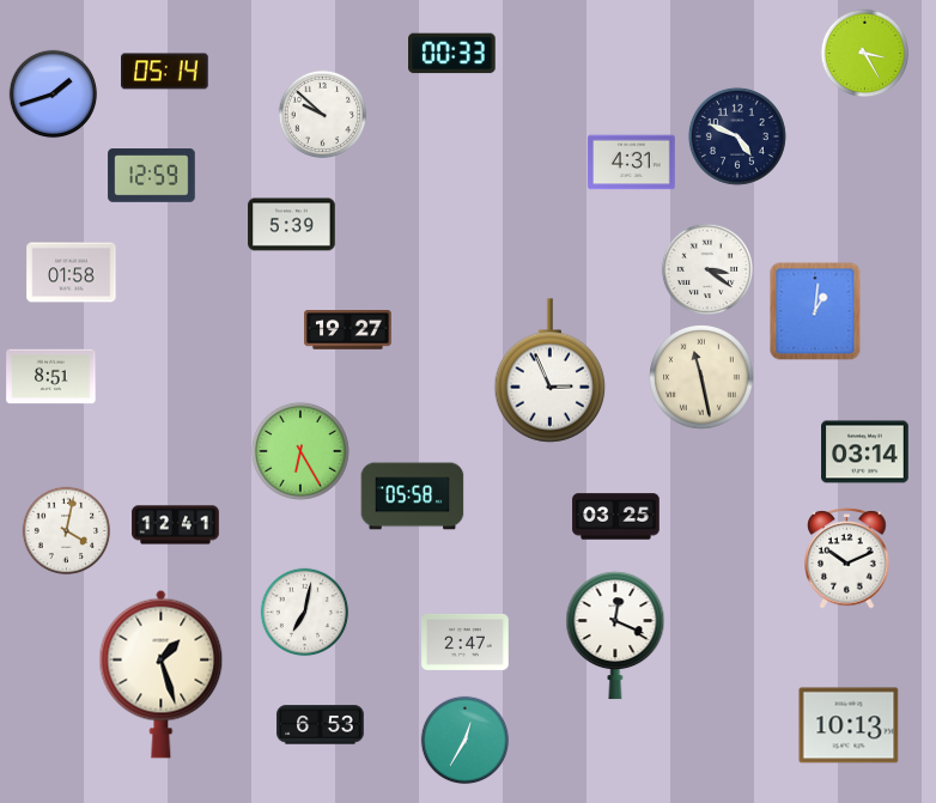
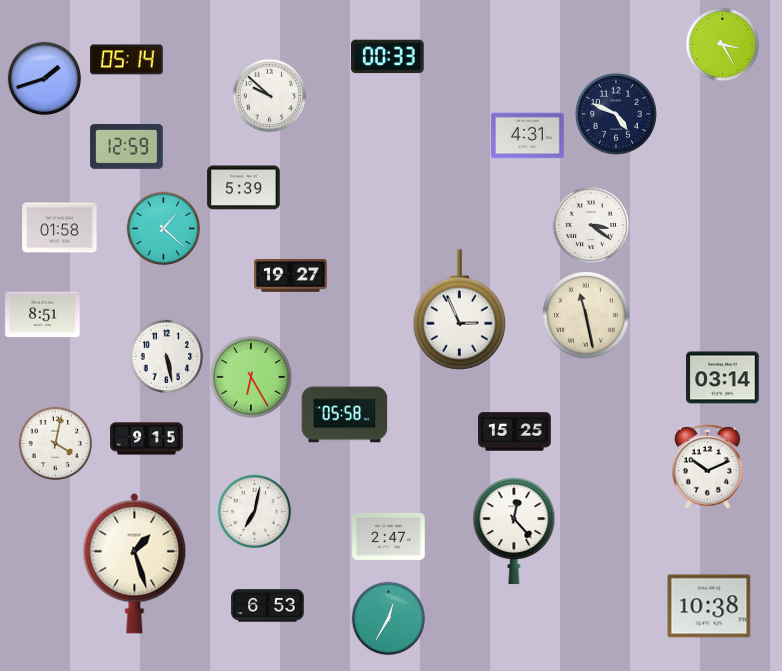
clock at (452, 54) position: (452, 54) -> (388, 57)
clock at (165, 72) position: (165, 72) -> (127, 60)
clock at (164, 229): none -> 1:22
clock at (815, 311): 1:01 -> none
clock at (167, 357): none -> 5:28
clock at (616, 517): 03:25 -> 15:25
clock at (176, 525): 12:41 -> 9:15
clock at (615, 635): 12:19 -> 12:23
clock at (849, 725): 10:13 -> 10:38
